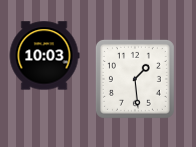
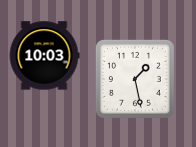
clock at (135, 79): 1:29 -> 1:28
